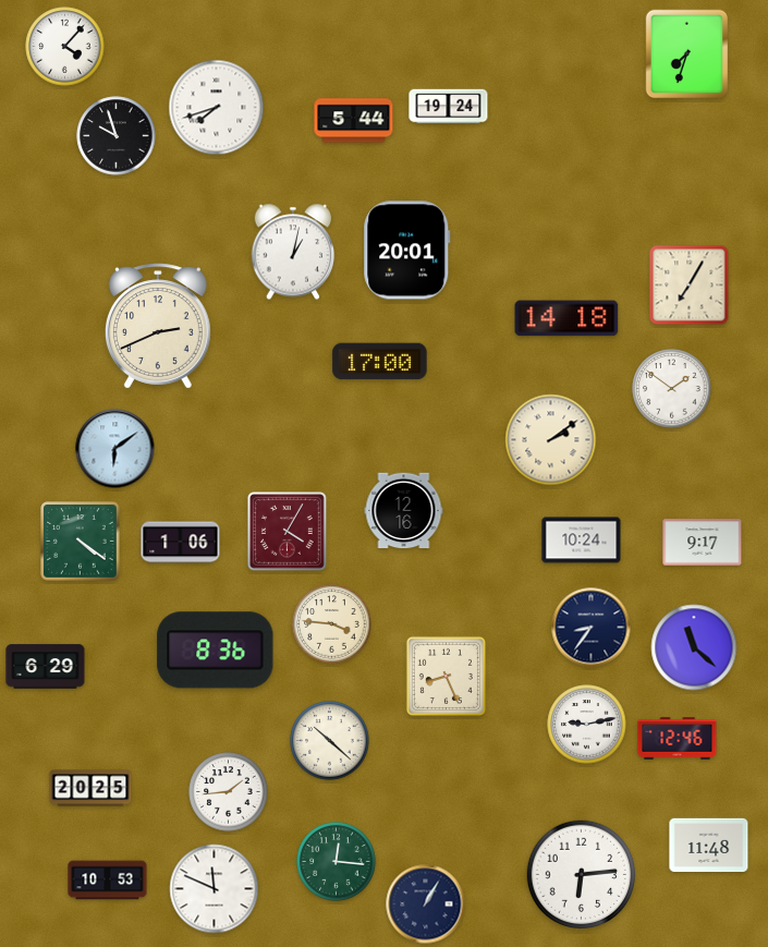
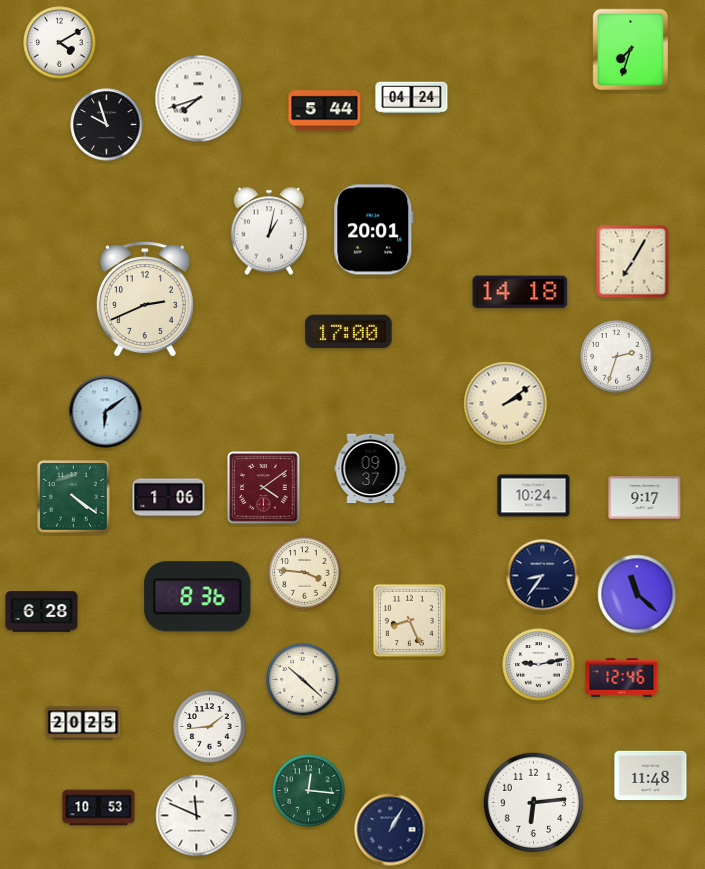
clock at (65, 47): 4:07 -> 4:10
clock at (449, 107): 19:24 -> 04:24
clock at (672, 389): 1:51 -> 2:33
clock at (404, 511): 12:16 -> 09:37
clock at (288, 532): 4:05 -> 4:09
clock at (181, 543) position: (181, 543) -> (169, 498)
clock at (46, 667): 6:29 -> 6:28
